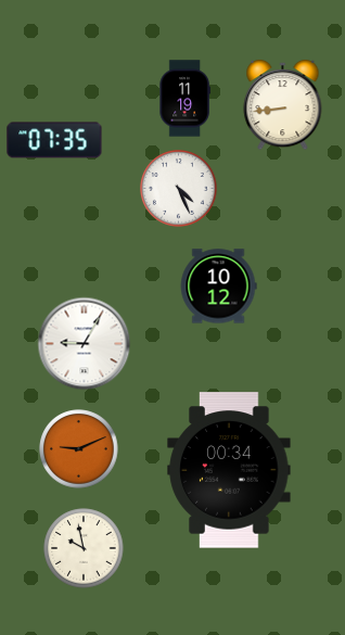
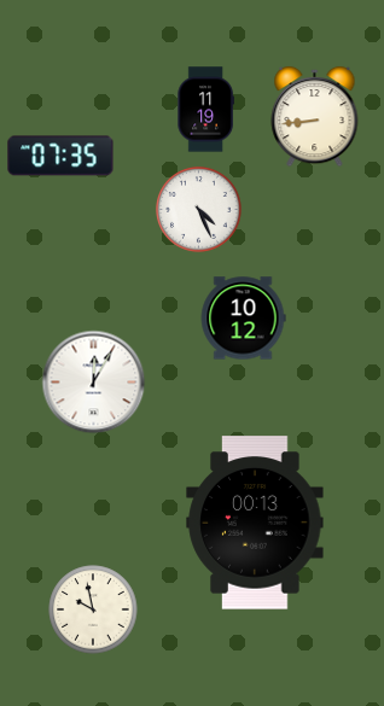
clock at (85, 344): 9:05 -> 12:05
clock at (79, 449): 9:11 -> none
clock at (229, 470): 00:34 -> 00:13
